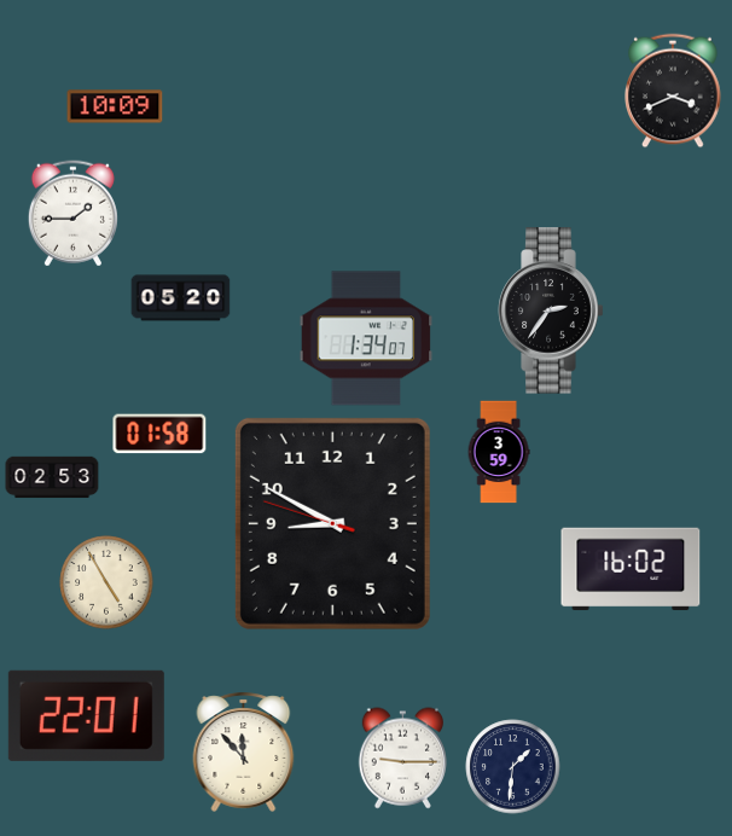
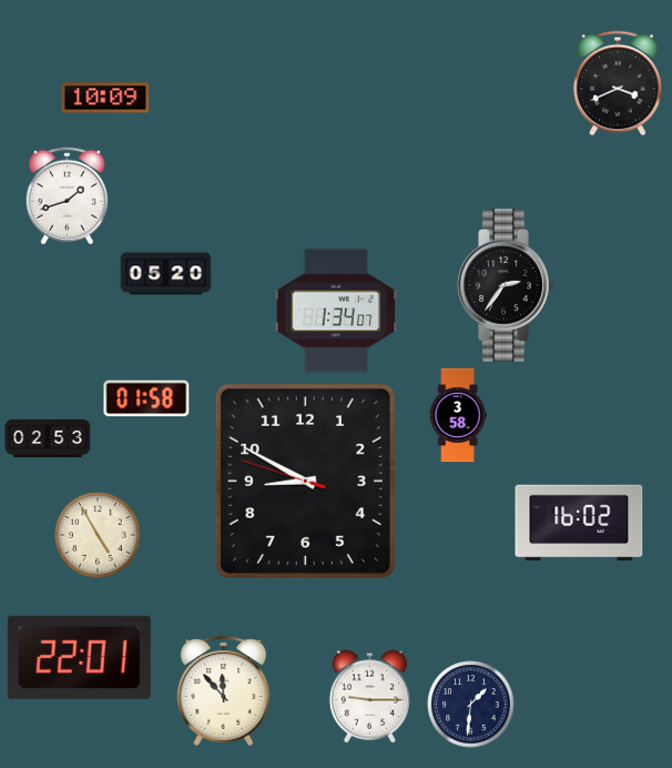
clock at (72, 214): 1:45 -> 1:42
clock at (499, 452): 3:59 -> 3:58
